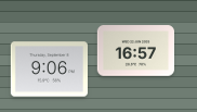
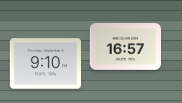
clock at (49, 70): 9:06 -> 9:10
